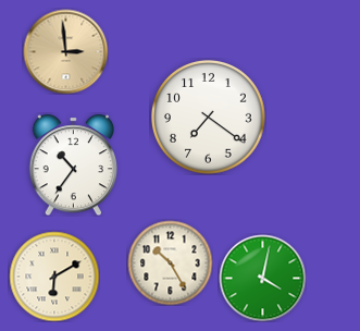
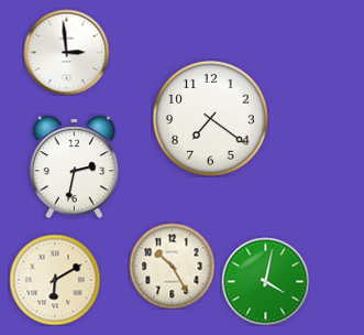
clock at (65, 51) dial: champagne -> white
clock at (73, 164): 10:36 -> 2:32
